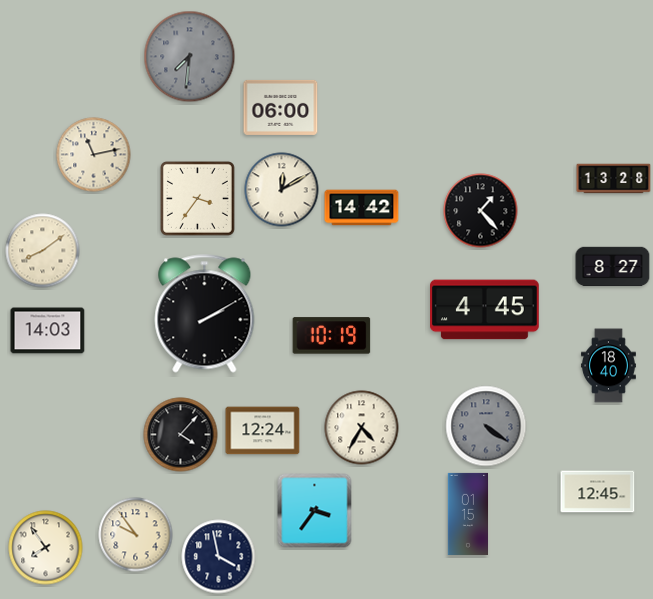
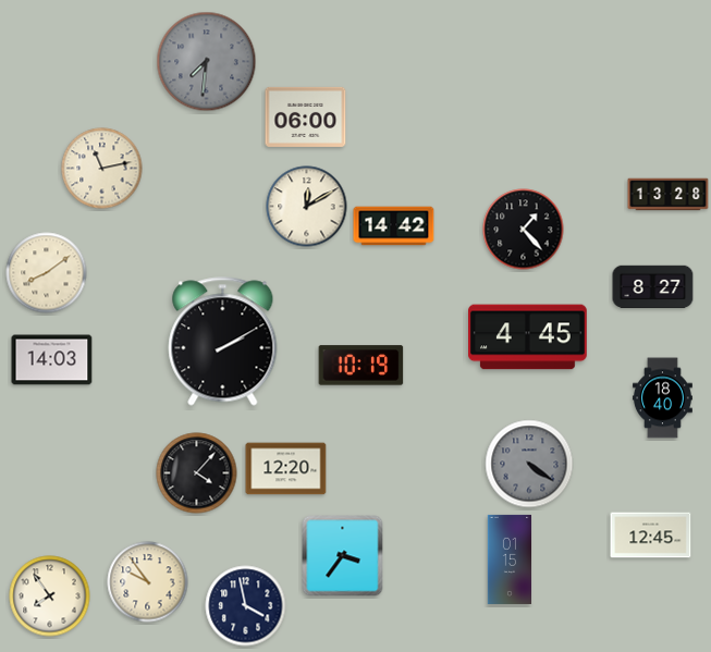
clock at (197, 198): 3:36 -> none
clock at (613, 267) position: (613, 267) -> (653, 287)
clock at (362, 428): 4:35 -> none
clock at (263, 431): 12:24 -> 12:20
clock at (219, 557) position: (219, 557) -> (246, 606)
